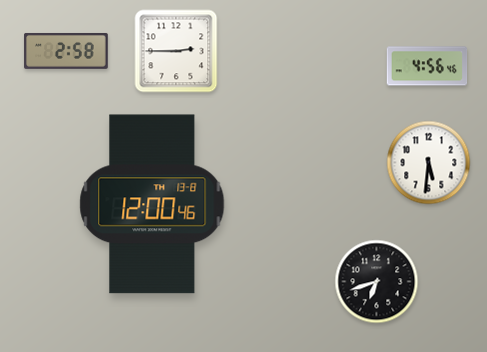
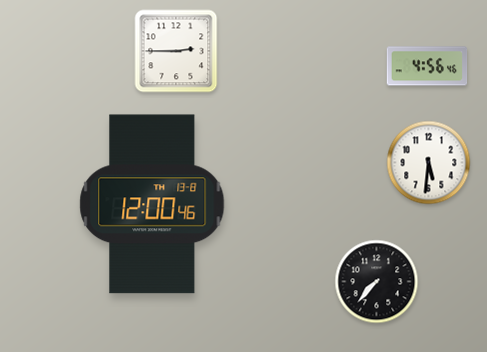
clock at (66, 51): 2:58 -> none
clock at (377, 282): 6:42 -> 7:37
